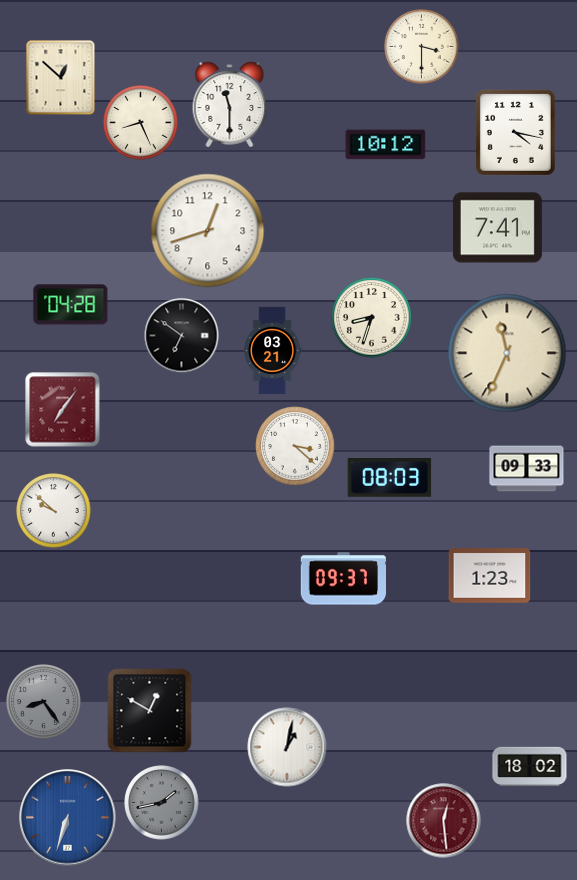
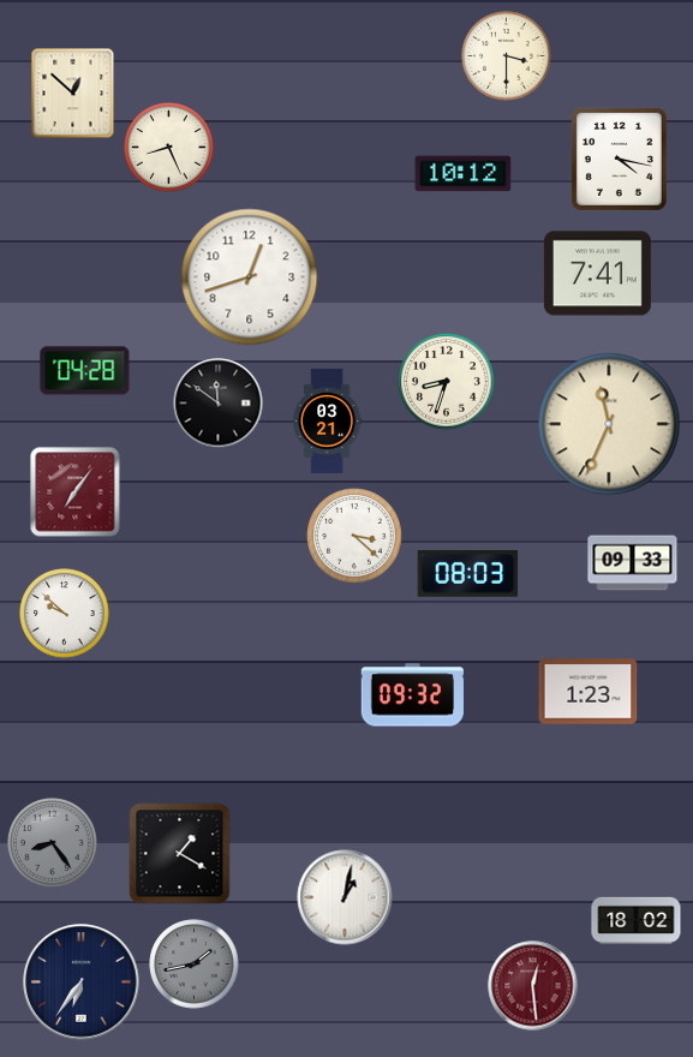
clock at (230, 105): 11:30 -> none
clock at (71, 305) position: (71, 305) -> (85, 371)
clock at (182, 336): 6:51 -> 11:51
clock at (343, 579): 09:37 -> 09:32
clock at (150, 711): 12:50 -> 1:20
clock at (68, 818): 6:33 -> 6:36
clock at (68, 818) dial: blue -> navy
